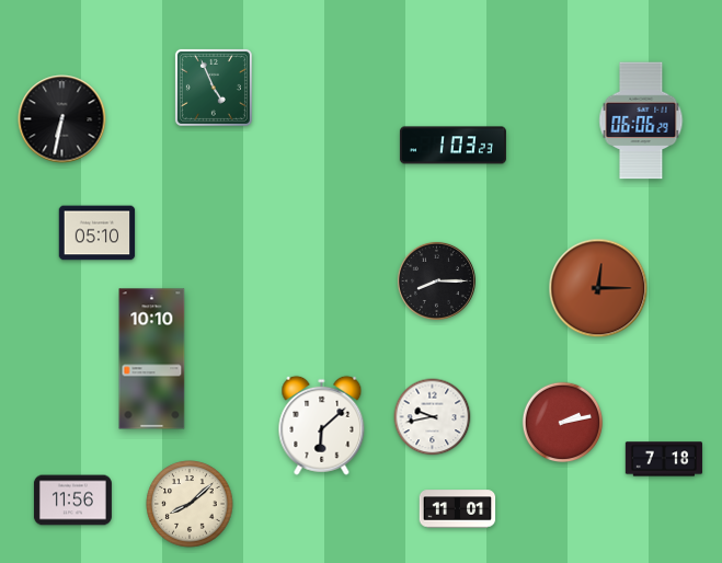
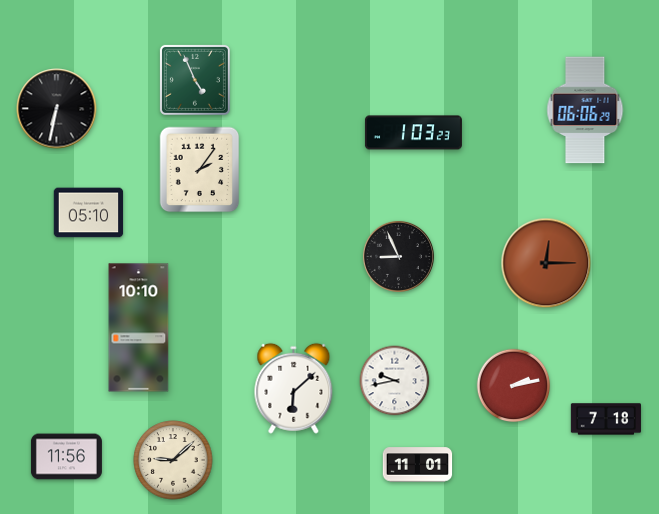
clock at (200, 170): none -> 2:06
clock at (436, 280): 8:15 -> 8:56
clock at (190, 504): 8:08 -> 9:08
